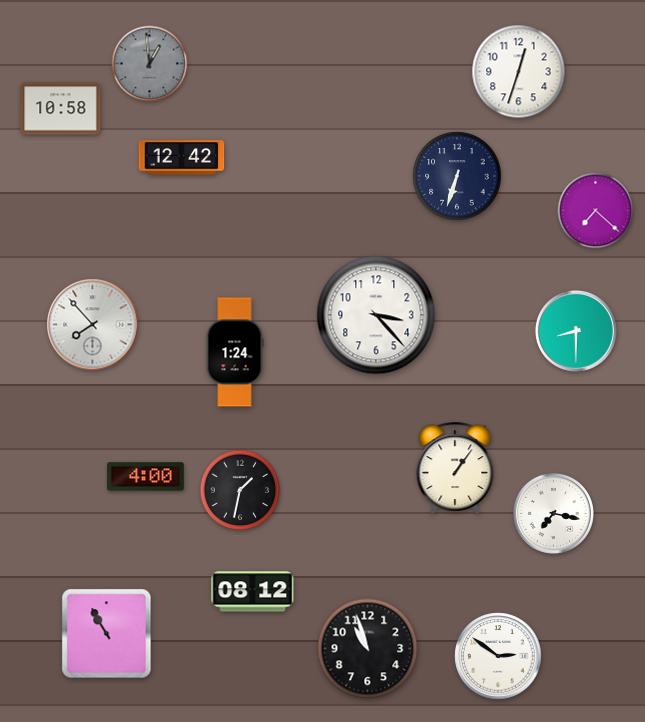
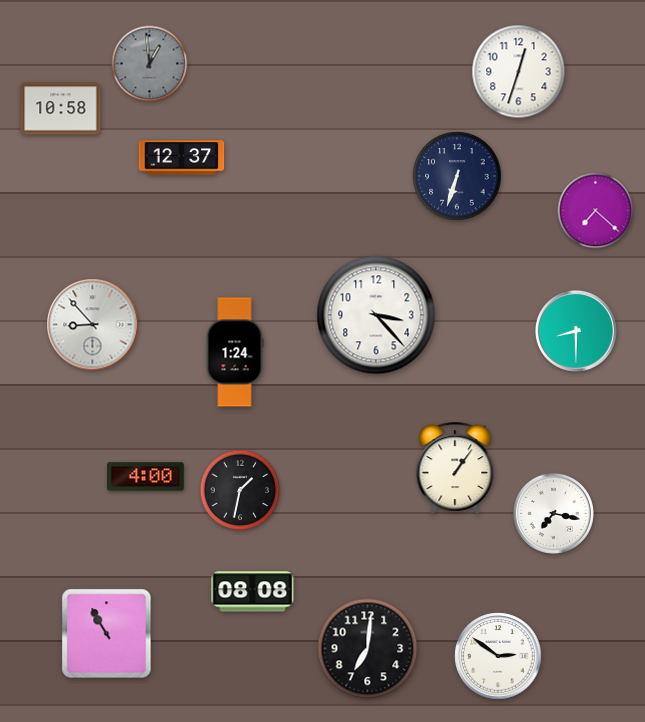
clock at (182, 158): 12:42 -> 12:37
clock at (93, 325): 7:53 -> 8:53
clock at (253, 592): 08:12 -> 08:08
clock at (368, 649): 10:57 -> 7:01
